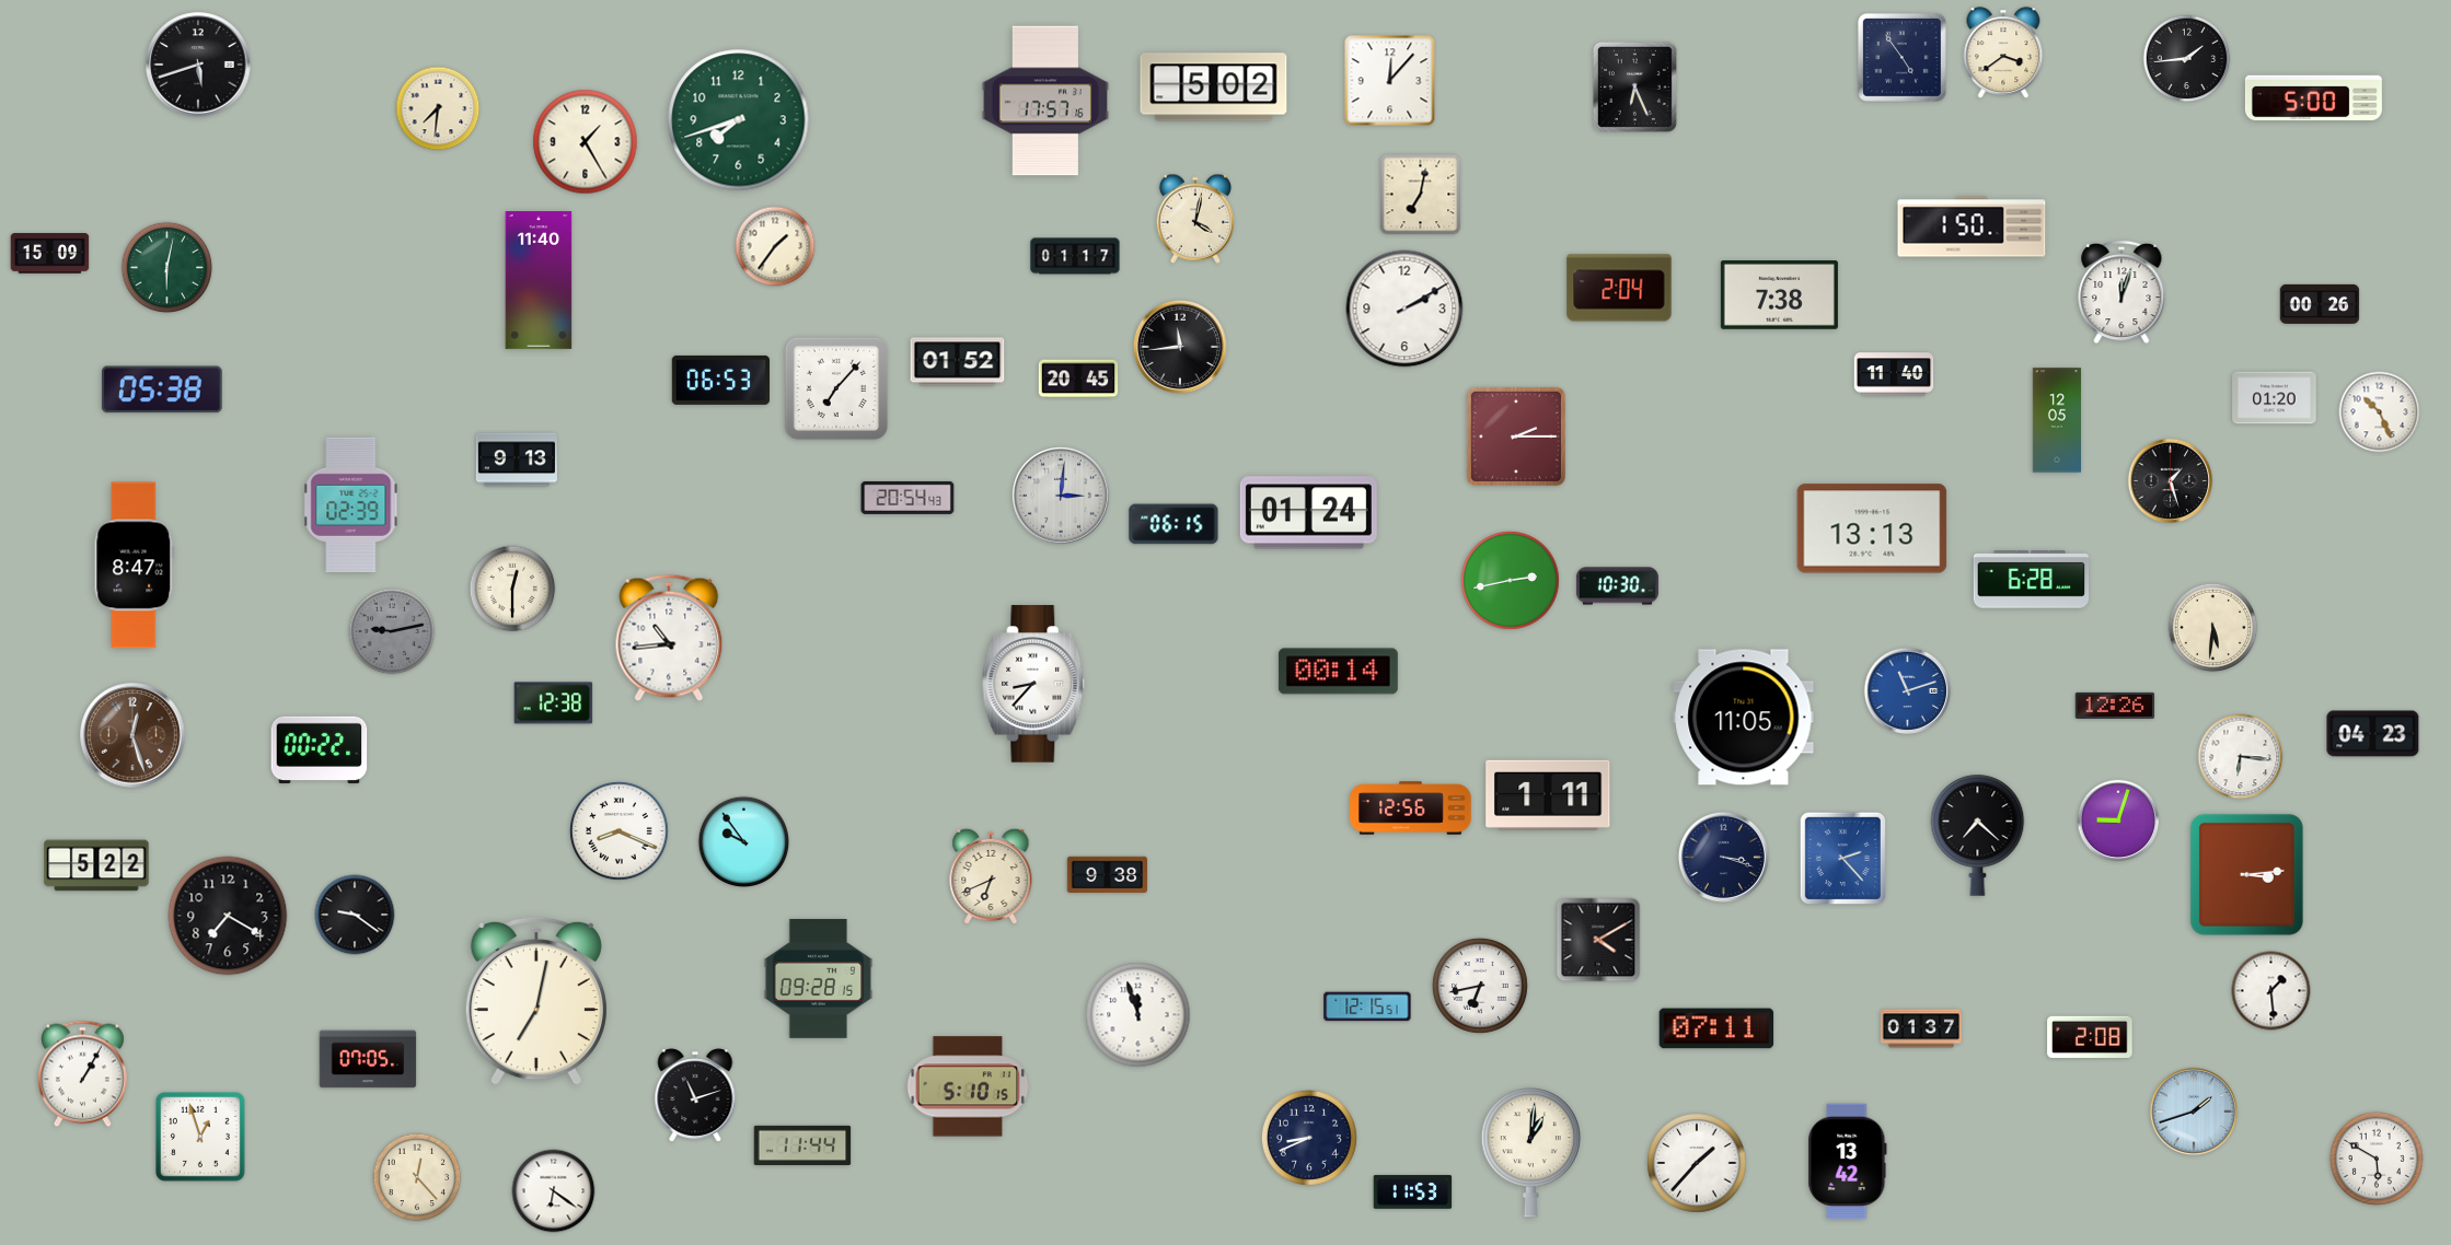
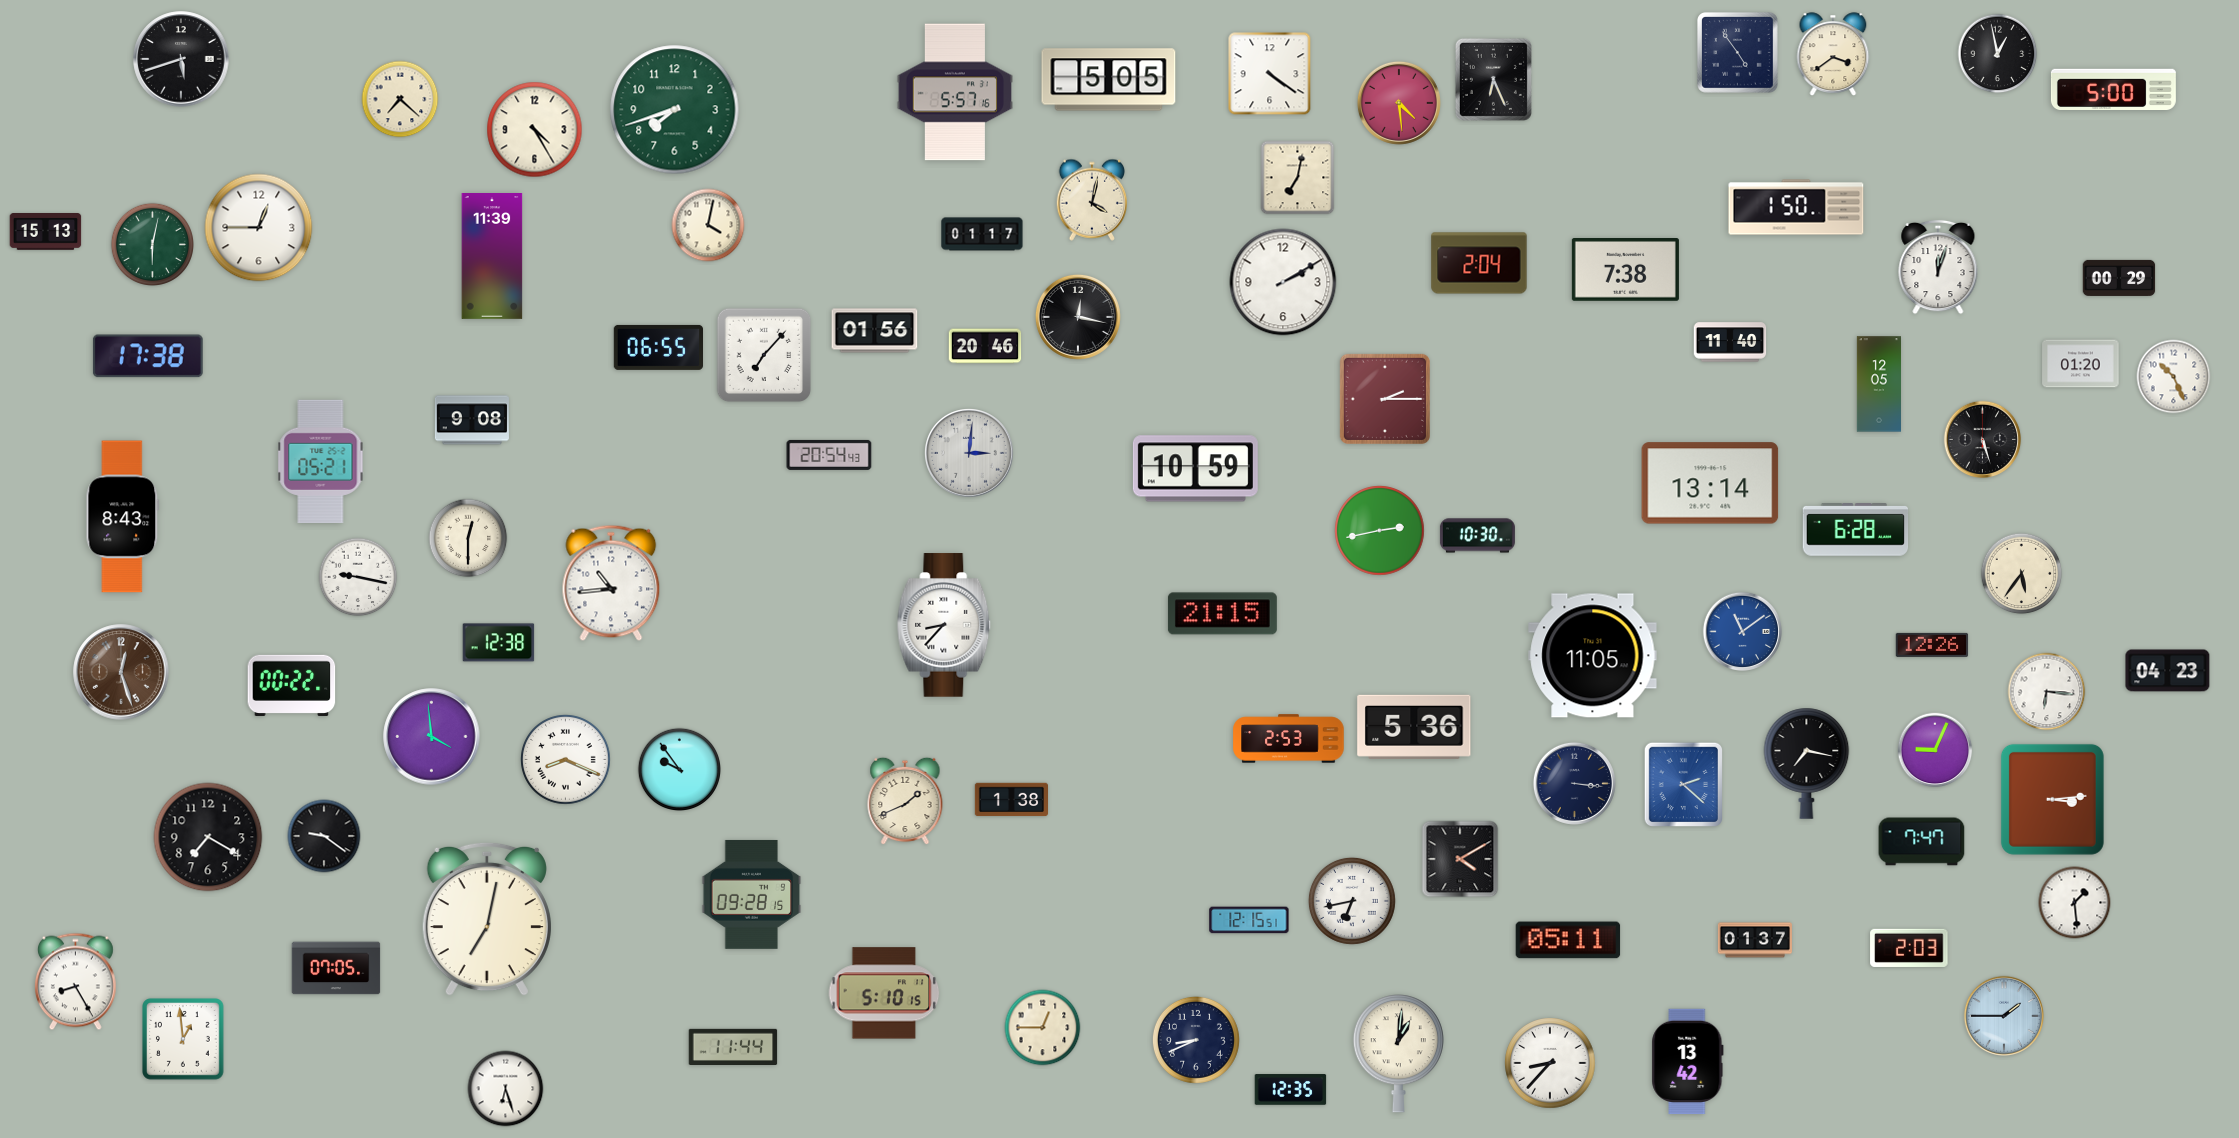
clock at (2003, 53) position: (2003, 53) -> (1833, 54)
clock at (2187, 59): 1:44 -> 12:58
clock at (1390, 81): 12:07 -> 4:21
clock at (1214, 88): 5:02 -> 5:05
clock at (1044, 101): 17:57 -> 5:57
clock at (438, 108): 7:31 -> 7:22
clock at (1399, 103): none -> 4:29
clock at (586, 142): 1:25 -> 4:25
clock at (1972, 226) position: (1972, 226) -> (1796, 207)
clock at (775, 246): 1:36 -> 4:02
clock at (259, 228): none -> 12:45
clock at (50, 254): 15:09 -> 15:13
clock at (539, 281): 11:40 -> 11:39
clock at (2320, 304): 00:26 -> 00:29
clock at (1180, 347): 11:44 -> 12:17
clock at (958, 362): 01:52 -> 01:56
clock at (1078, 379): 20:45 -> 20:46
clock at (720, 380): 06:53 -> 06:55
clock at (162, 389): 05:38 -> 17:38
clock at (2275, 398) position: (2275, 398) -> (2081, 364)
clock at (517, 459): 9:13 -> 9:08
clock at (2171, 481): 1:27 -> 5:27
clock at (351, 504): 02:39 -> 05:21
clock at (1308, 513): 01:24 -> 10:59
clock at (1174, 524): 06:15 -> none
clock at (1872, 528): 13:13 -> 13:14
clock at (135, 566): 8:47 -> 8:43
clock at (2213, 628): 5:31 -> 5:36
clock at (392, 631): 9:13 -> 9:17
clock at (392, 631) dial: grey -> white
clock at (1338, 672): 00:14 -> 21:15
clock at (1907, 690): 11:12 -> 11:09
clock at (554, 703) position: (554, 703) -> (499, 643)
clock at (1548, 795): 1:11 -> 5:36
clock at (432, 737): none -> 3:59
clock at (1411, 808): 12:56 -> 2:53
clock at (2118, 821): 9:03 -> 9:04
clock at (1978, 835): 7:22 -> 7:17
clock at (1723, 857): 3:18 -> 3:16
clock at (1842, 858): 2:23 -> 2:22
clock at (96, 865): 5:22 -> none
clock at (1108, 875): 9:38 -> 1:38
clock at (991, 876): 6:41 -> 1:41
clock at (1922, 842): none -> 7:47
clock at (819, 978) position: (819, 978) -> (752, 894)
clock at (2271, 991) position: (2271, 991) -> (2075, 903)
clock at (536, 1001) position: (536, 1001) -> (487, 919)
clock at (1138, 1015): 11:57 -> none
clock at (1716, 1028): 07:11 -> 05:11
clock at (2090, 1037): 2:08 -> 2:03
clock at (82, 1074): 1:05 -> 8:25
clock at (695, 1096): 11:12 -> none
clock at (2194, 1112): 1:42 -> 1:45
clock at (1043, 1028): none -> 12:45
clock at (201, 1138): 12:57 -> 12:59
clock at (2377, 1159): 5:50 -> none
clock at (1697, 1163): 1:37 -> 8:37
clock at (417, 1177): 12:23 -> none
clock at (554, 1191): 6:21 -> 6:27
clock at (1413, 1192): 11:53 -> 12:35
